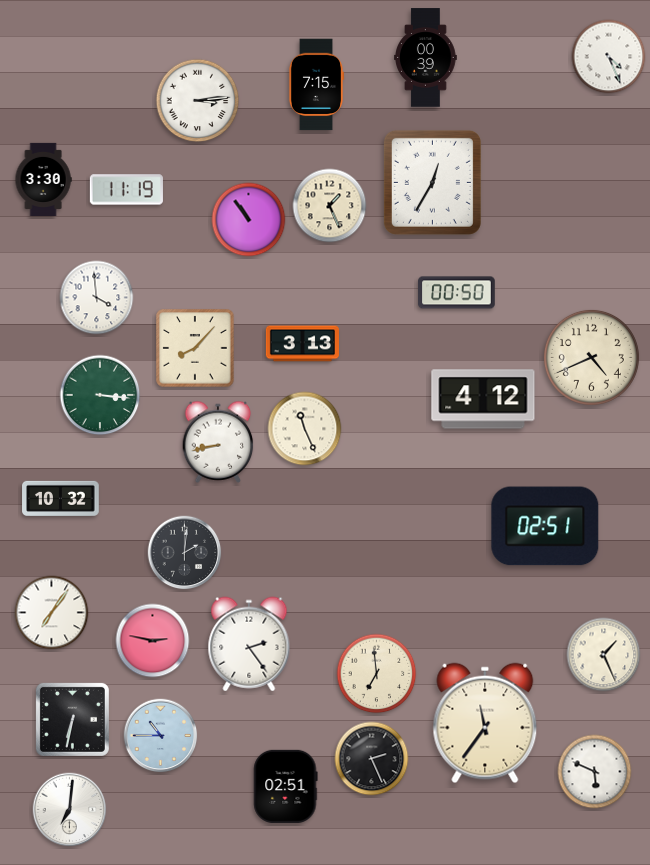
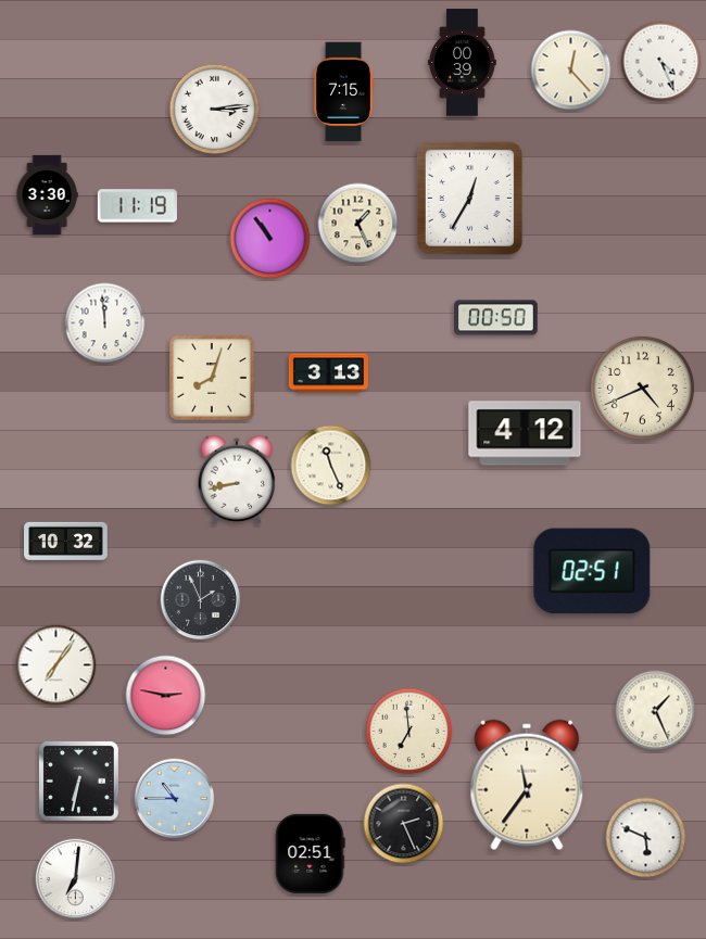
clock at (571, 71): none -> 12:23
clock at (97, 298): 3:59 -> 11:59
clock at (195, 348): 8:07 -> 8:03
clock at (100, 395): 3:16 -> none
clock at (185, 553): 2:01 -> 1:56
clock at (249, 644): 2:24 -> none
